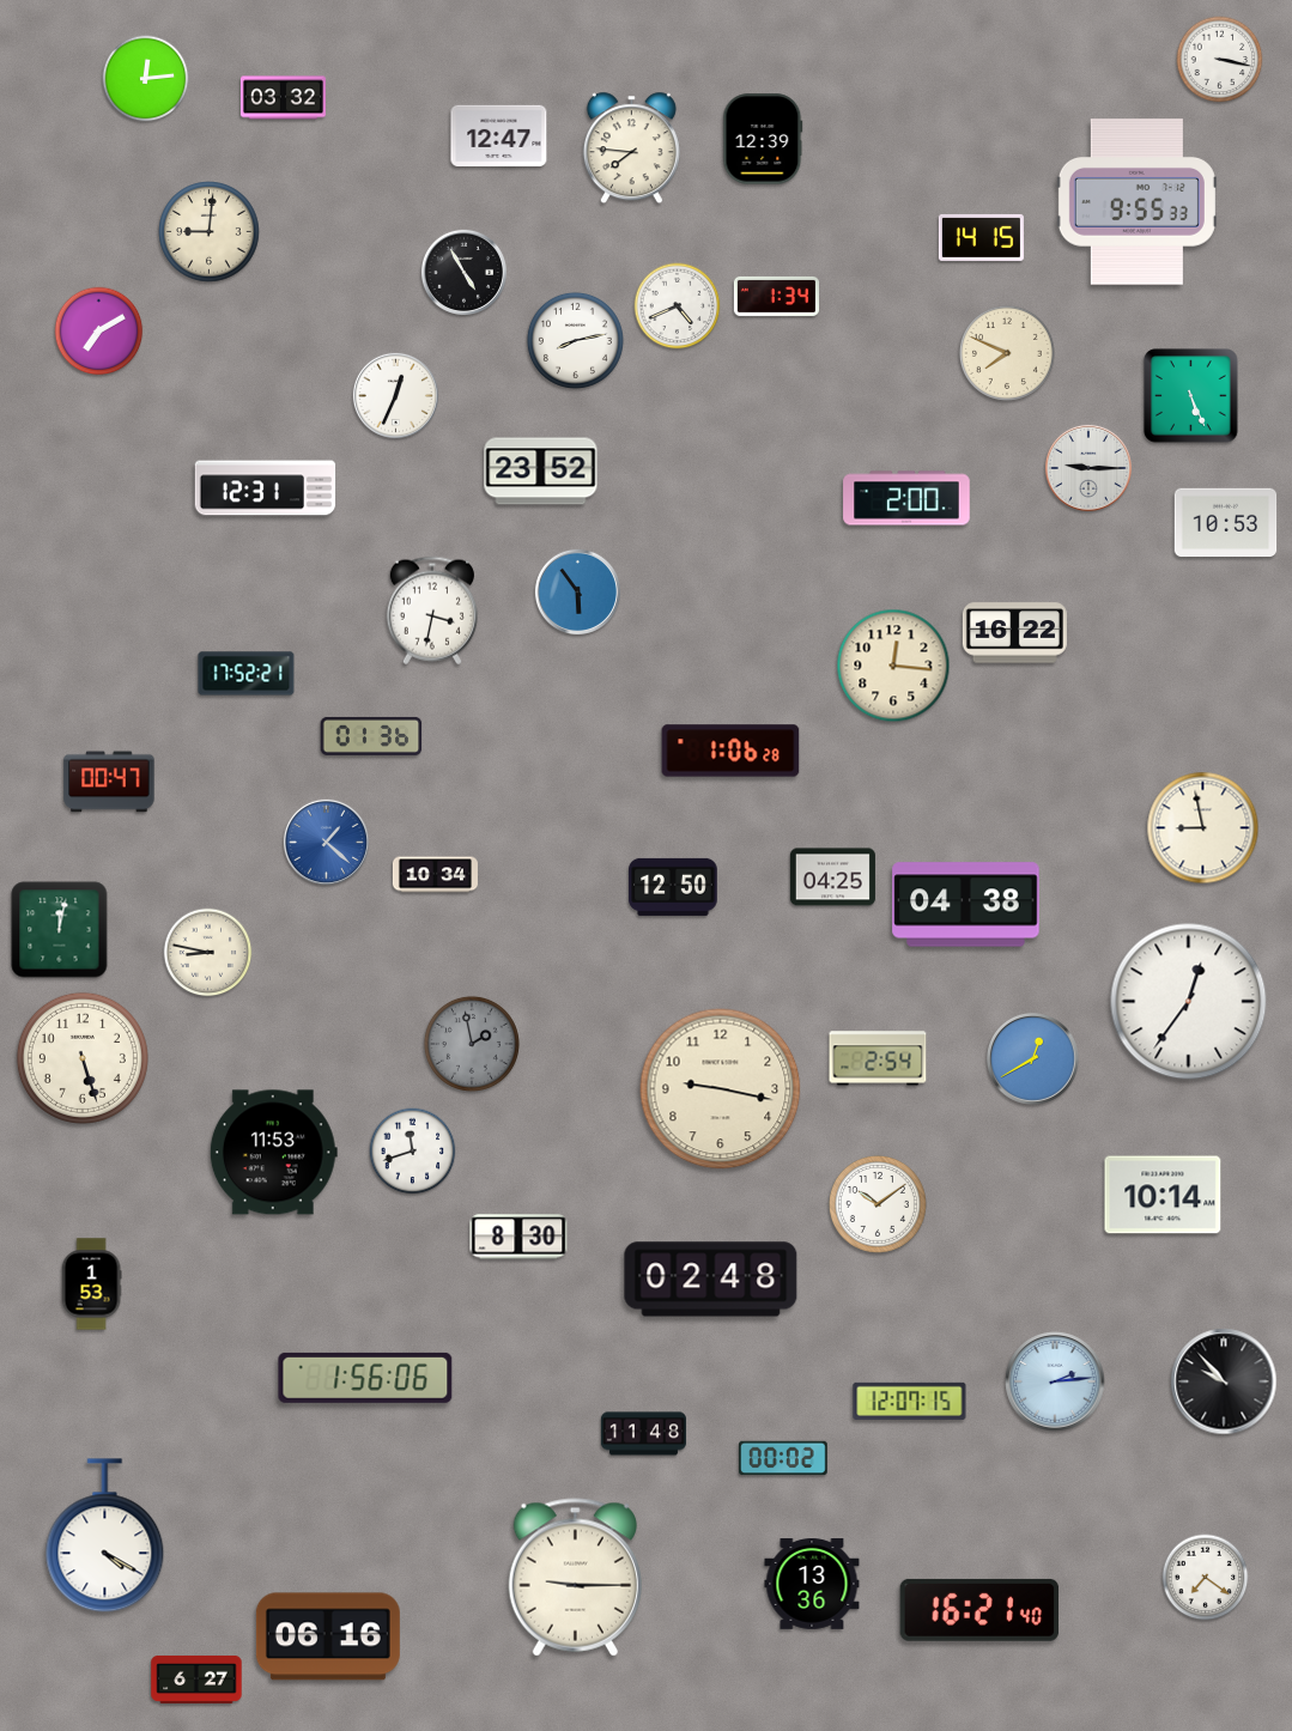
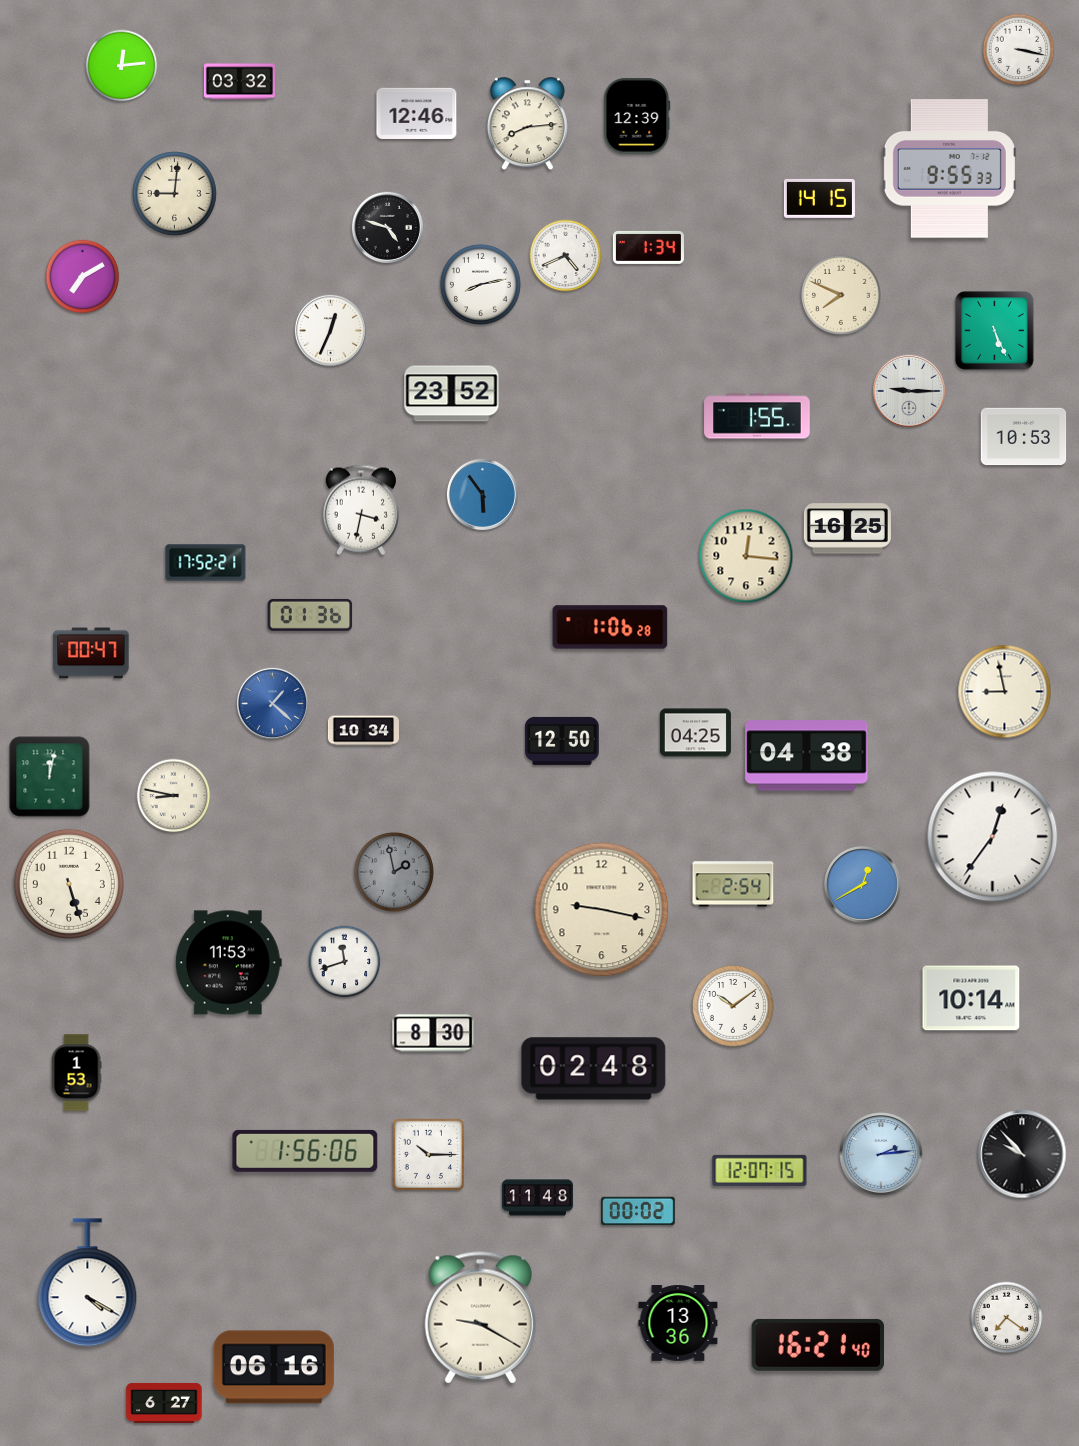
clock at (283, 98) position: (283, 98) -> (239, 82)
clock at (499, 135): 12:47 -> 12:46
clock at (631, 148): 7:46 -> 8:14
clock at (463, 272): 4:55 -> 4:48
clock at (266, 488): 12:31 -> none
clock at (906, 498): 2:00 -> 1:55
clock at (1014, 633): 16:22 -> 16:25
clock at (428, 1154): none -> 10:15
clock at (783, 1458) position: (783, 1458) -> (638, 1211)
clock at (575, 1578): 9:15 -> 9:20
